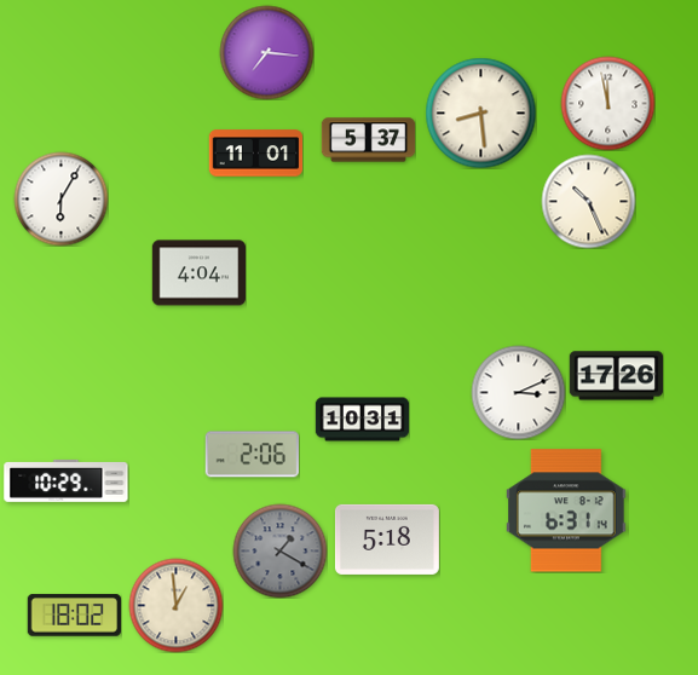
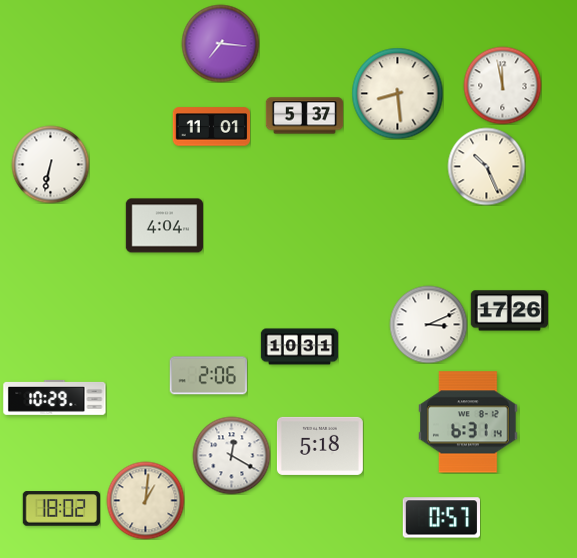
clock at (60, 198): 6:05 -> 6:32
clock at (279, 550): 1:20 -> 12:20
clock at (279, 550) dial: grey -> white
clock at (175, 605): 12:59 -> 1:01
clock at (441, 518): none -> 0:57
